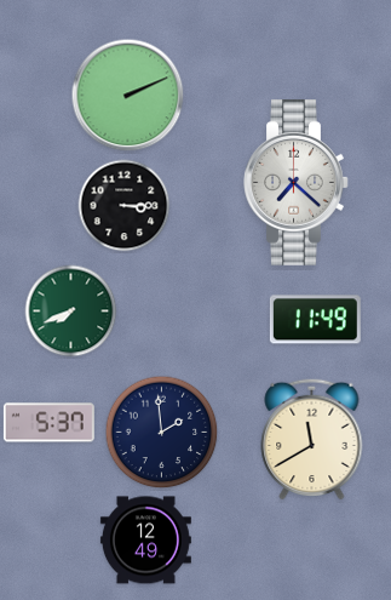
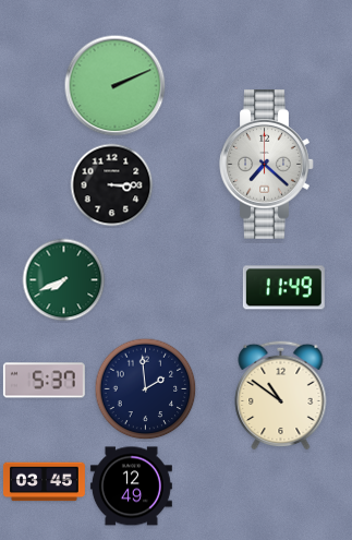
clock at (312, 439): 11:40 -> 10:51
clock at (44, 482): none -> 03:45
